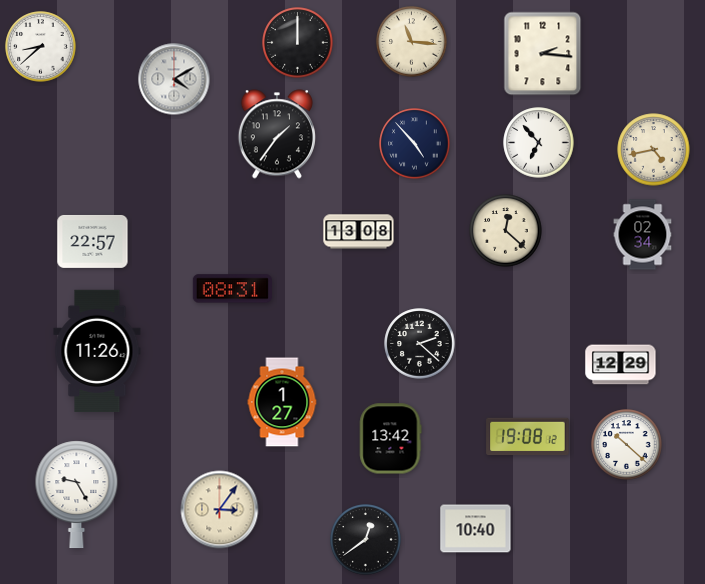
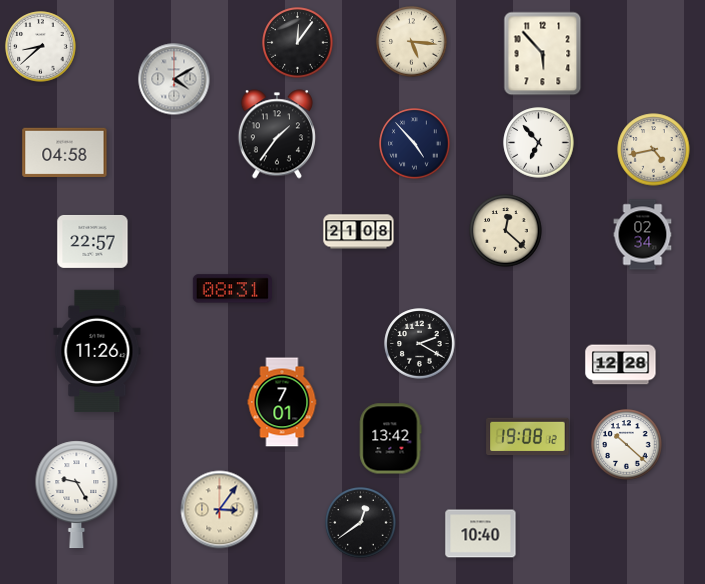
clock at (412, 42): 11:16 -> 5:16
clock at (298, 43): 12:00 -> 12:06
clock at (543, 54): 2:16 -> 5:53
clock at (65, 152): none -> 04:58
clock at (359, 232): 13:08 -> 21:08
clock at (420, 344): 2:22 -> 2:20
clock at (621, 365): 12:29 -> 12:28
clock at (282, 402): 1:27 -> 7:01
clock at (476, 529) position: (476, 529) -> (481, 534)
clock at (366, 540) position: (366, 540) -> (361, 523)
